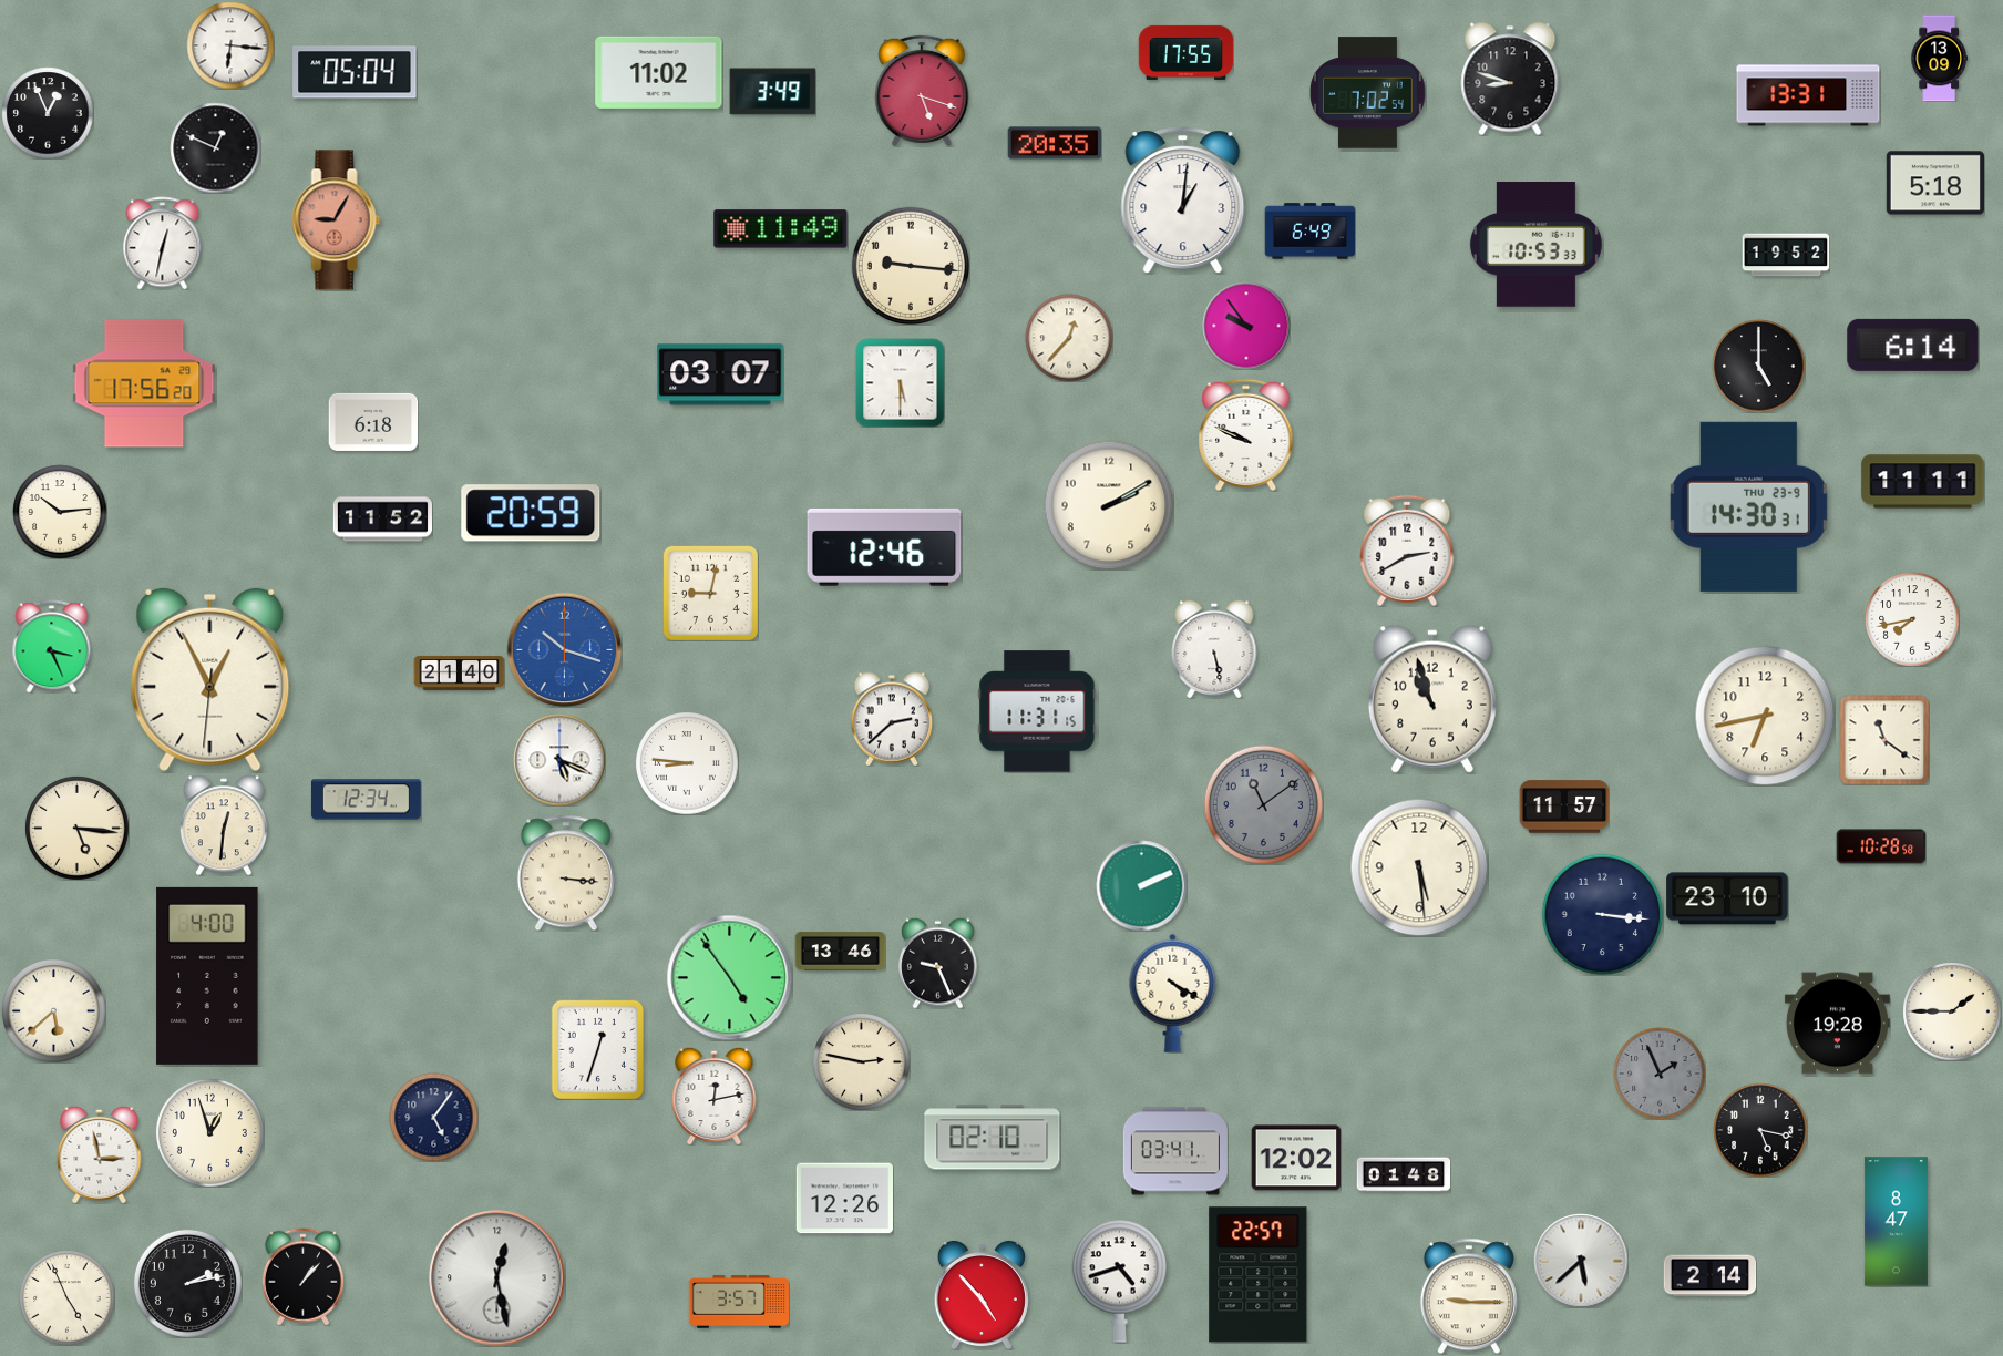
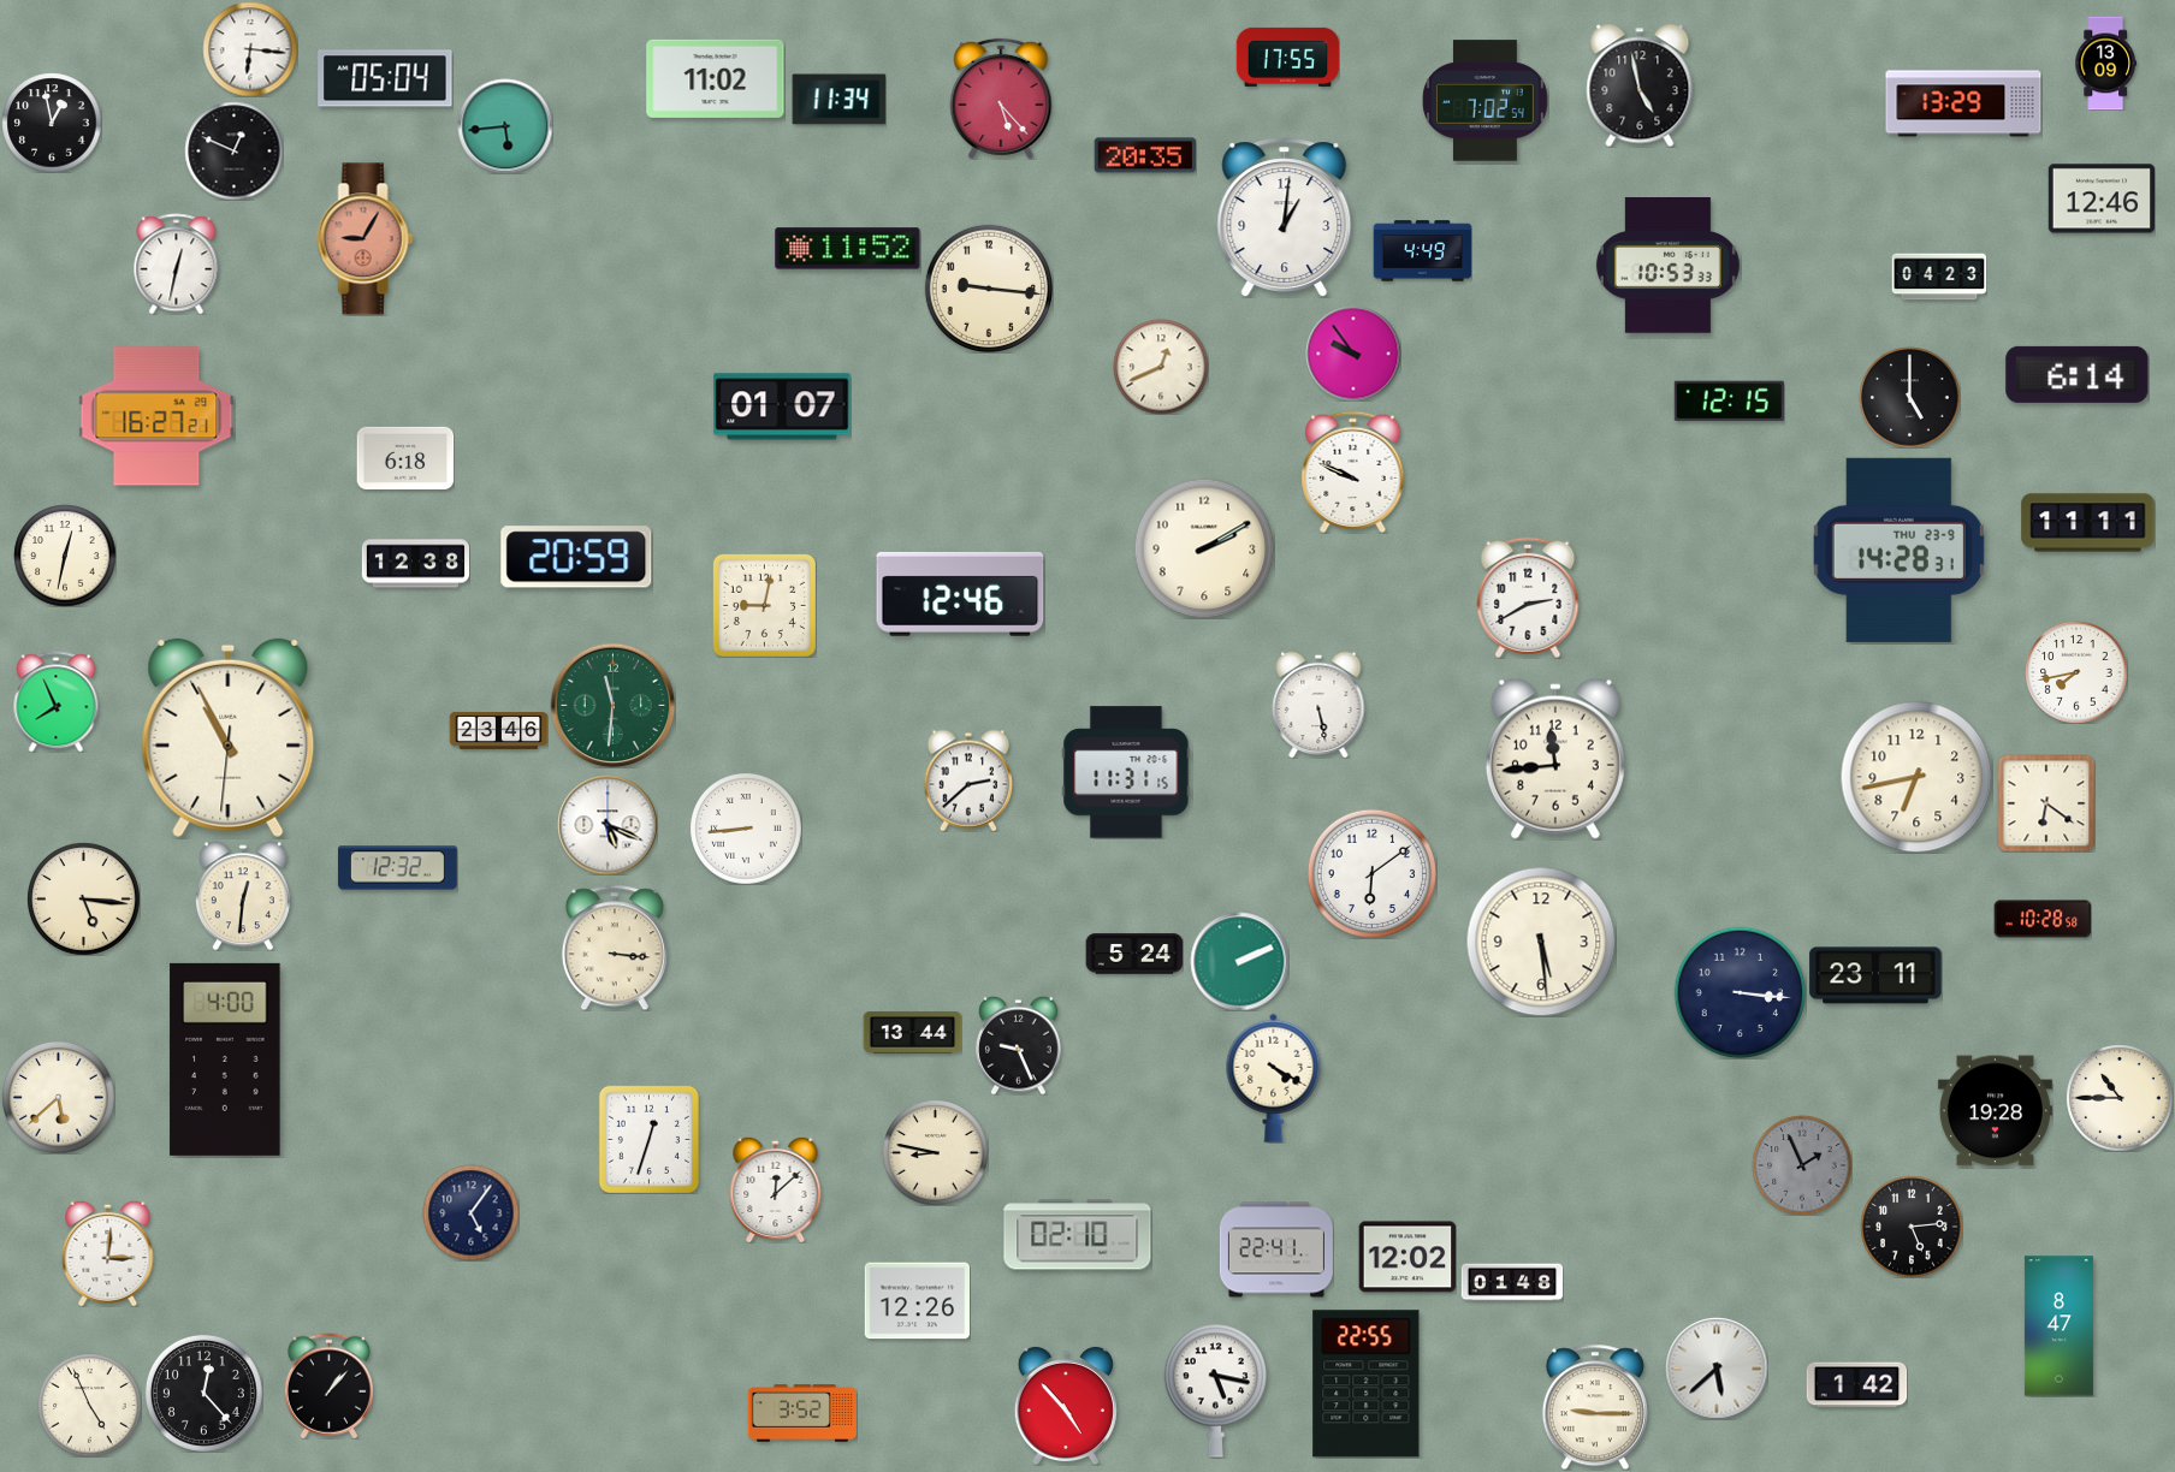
clock at (1510, 79): 8:48 -> 4:58
clock at (922, 91): 5:18 -> 5:23
clock at (772, 92): 3:49 -> 11:34
clock at (1808, 95): 13:31 -> 13:29
clock at (48, 113): 12:56 -> 12:58
clock at (505, 126): none -> 5:44
clock at (215, 147) position: (215, 147) -> (233, 150)
clock at (1934, 183): 5:18 -> 12:46
clock at (781, 229): 11:49 -> 11:52
clock at (1309, 232): 6:49 -> 4:49
clock at (1786, 255): 19:52 -> 04:23
clock at (1069, 338): 12:37 -> 12:41
clock at (1729, 402): none -> 12:15
clock at (720, 374): 03:07 -> 01:07
clock at (900, 382): 5:30 -> none
clock at (144, 383): 17:56 -> 16:27
clock at (1748, 506): 14:30 -> 14:28
clock at (60, 512): 10:14 -> 12:32
clock at (382, 520): 11:52 -> 12:38
clock at (710, 593) position: (710, 593) -> (764, 605)
clock at (52, 646): 3:26 -> 7:56
clock at (564, 649): 10:18 -> 11:31
clock at (564, 649) dial: blue -> green
clock at (459, 672): 21:40 -> 23:46
clock at (210, 680): 12:55 -> 10:55
clock at (1432, 699): 10:57 -> 11:44
clock at (1884, 740): 11:21 -> 6:21
clock at (687, 763): 8:46 -> 8:44
clock at (366, 800): 12:34 -> 12:32
clock at (1263, 804): 11:09 -> 6:09
clock at (1263, 804) dial: grey -> white
clock at (1564, 807): 11:57 -> none
clock at (1134, 954): none -> 5:24
clock at (1727, 898): 23:10 -> 23:11
clock at (840, 952): 13:46 -> 13:44
clock at (729, 977): 4:54 -> none
clock at (1952, 1011): 1:45 -> 10:45
clock at (861, 1061): 2:47 -> 8:47
clock at (715, 1096): 12:13 -> 12:08
clock at (1760, 1130): 5:17 -> 5:14
clock at (209, 1132): 12:57 -> none
clock at (1175, 1151): 03:41 -> 22:41
clock at (100, 1154): 2:58 -> 3:01
clock at (1404, 1174) position: (1404, 1174) -> (1512, 1282)
clock at (1259, 1275): 22:57 -> 22:55
clock at (1709, 1276): 2:14 -> 1:42
clock at (497, 1278): 12:28 -> none
clock at (1120, 1281): 4:42 -> 5:17
clock at (187, 1283): 2:13 -> 12:23
clock at (66, 1297) position: (66, 1297) -> (89, 1405)
clock at (739, 1302): 3:57 -> 3:52
